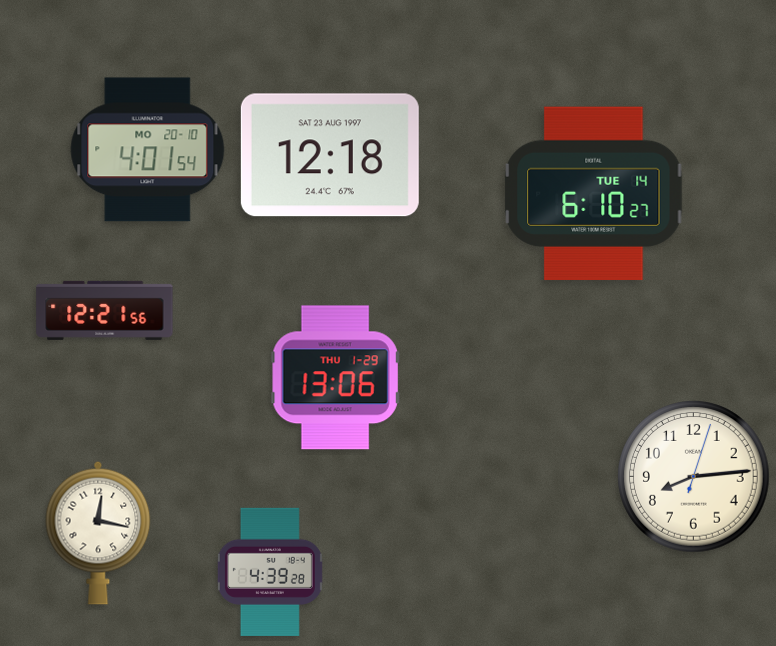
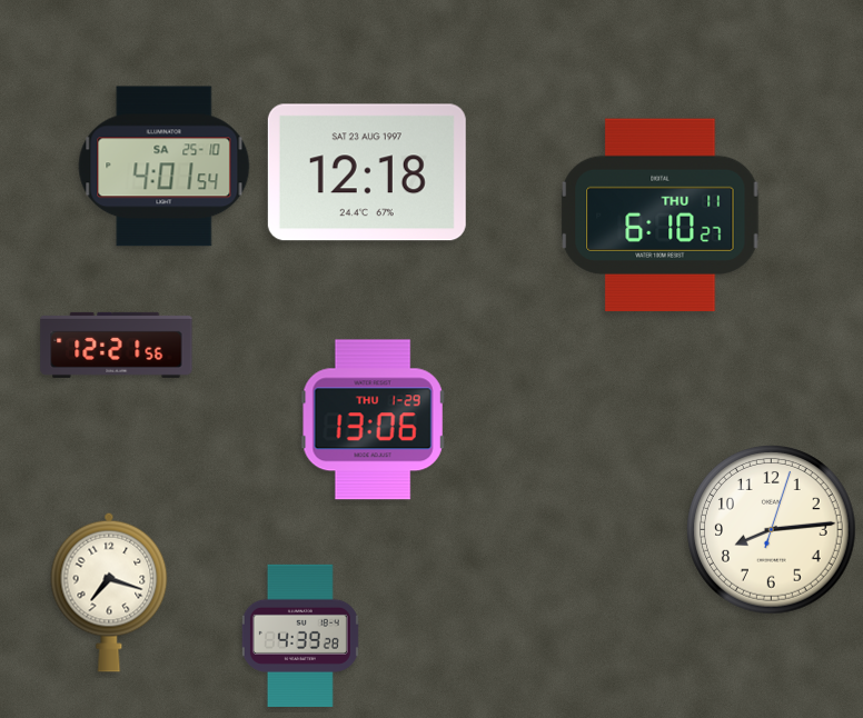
clock at (148, 150) date: MO 20-10 -> SA 25-10
clock at (594, 194) date: TUE 14 -> THU 11
clock at (98, 533): 12:17 -> 7:18
